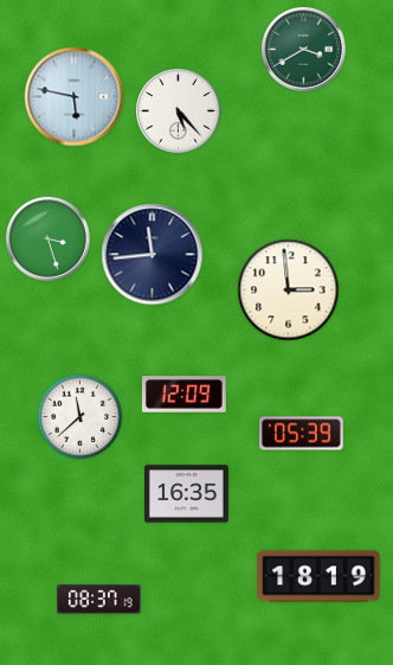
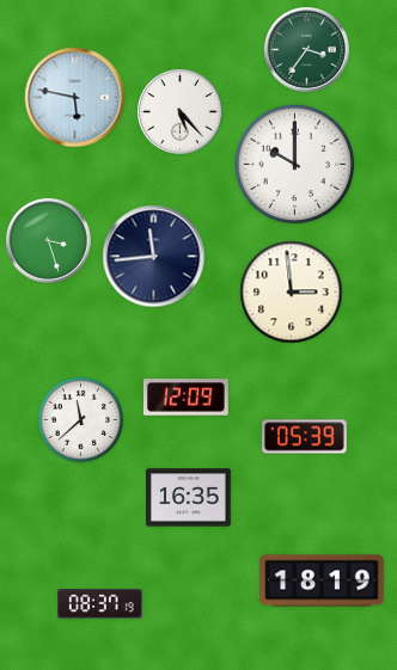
clock at (304, 50): 3:40 -> 3:36
clock at (295, 165): none -> 10:00
